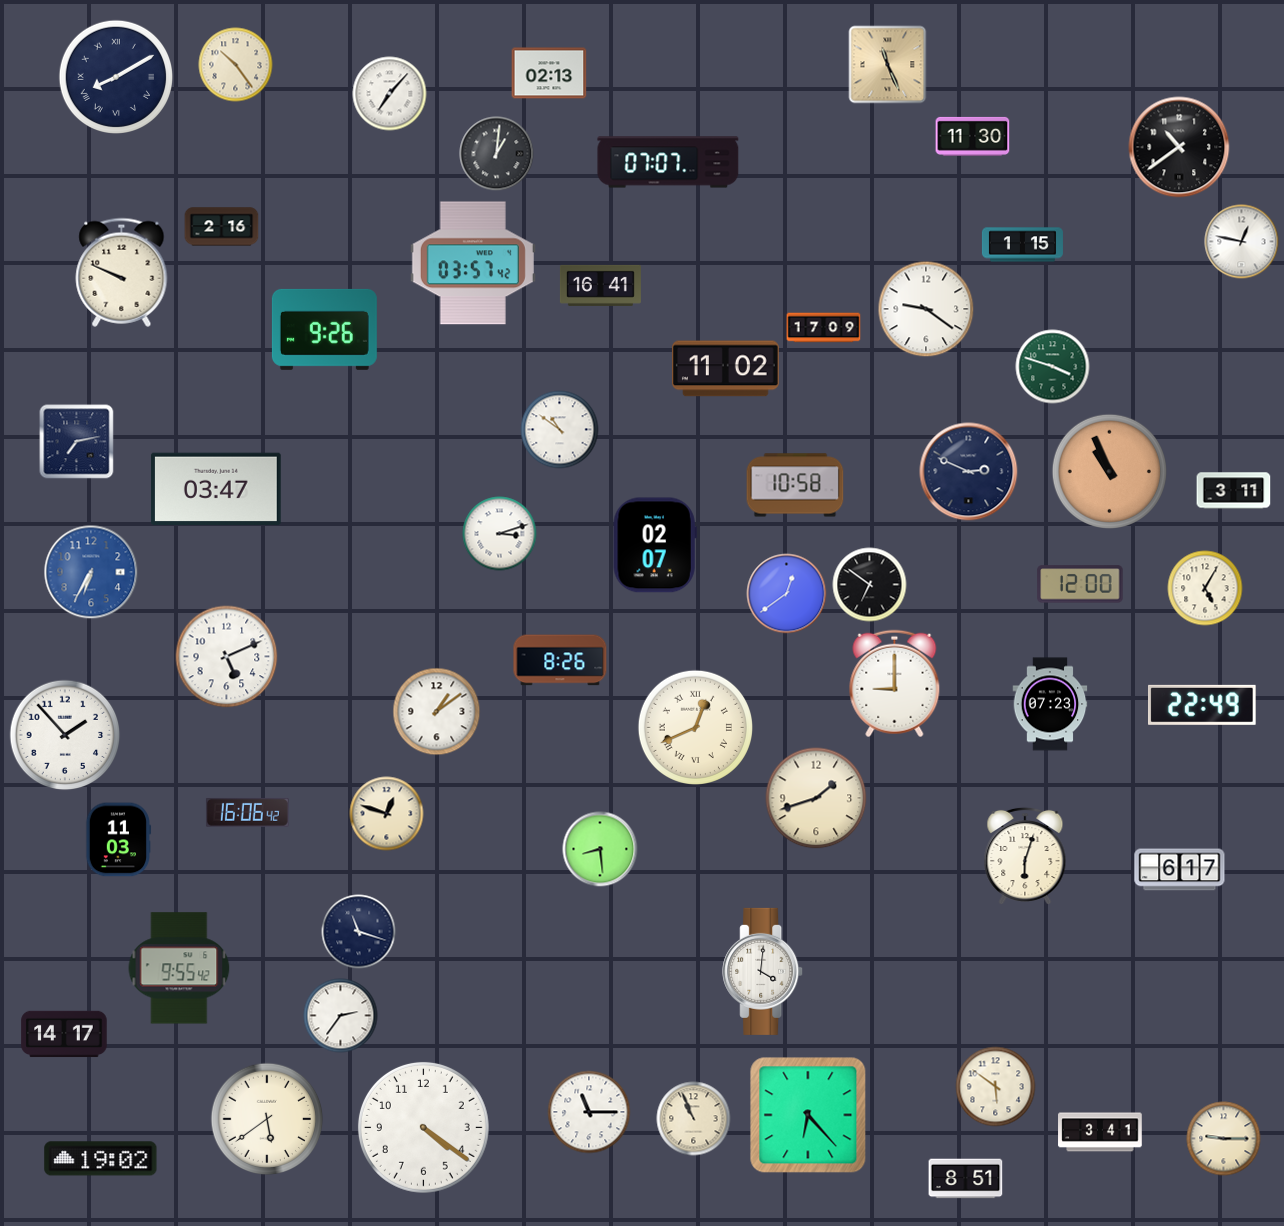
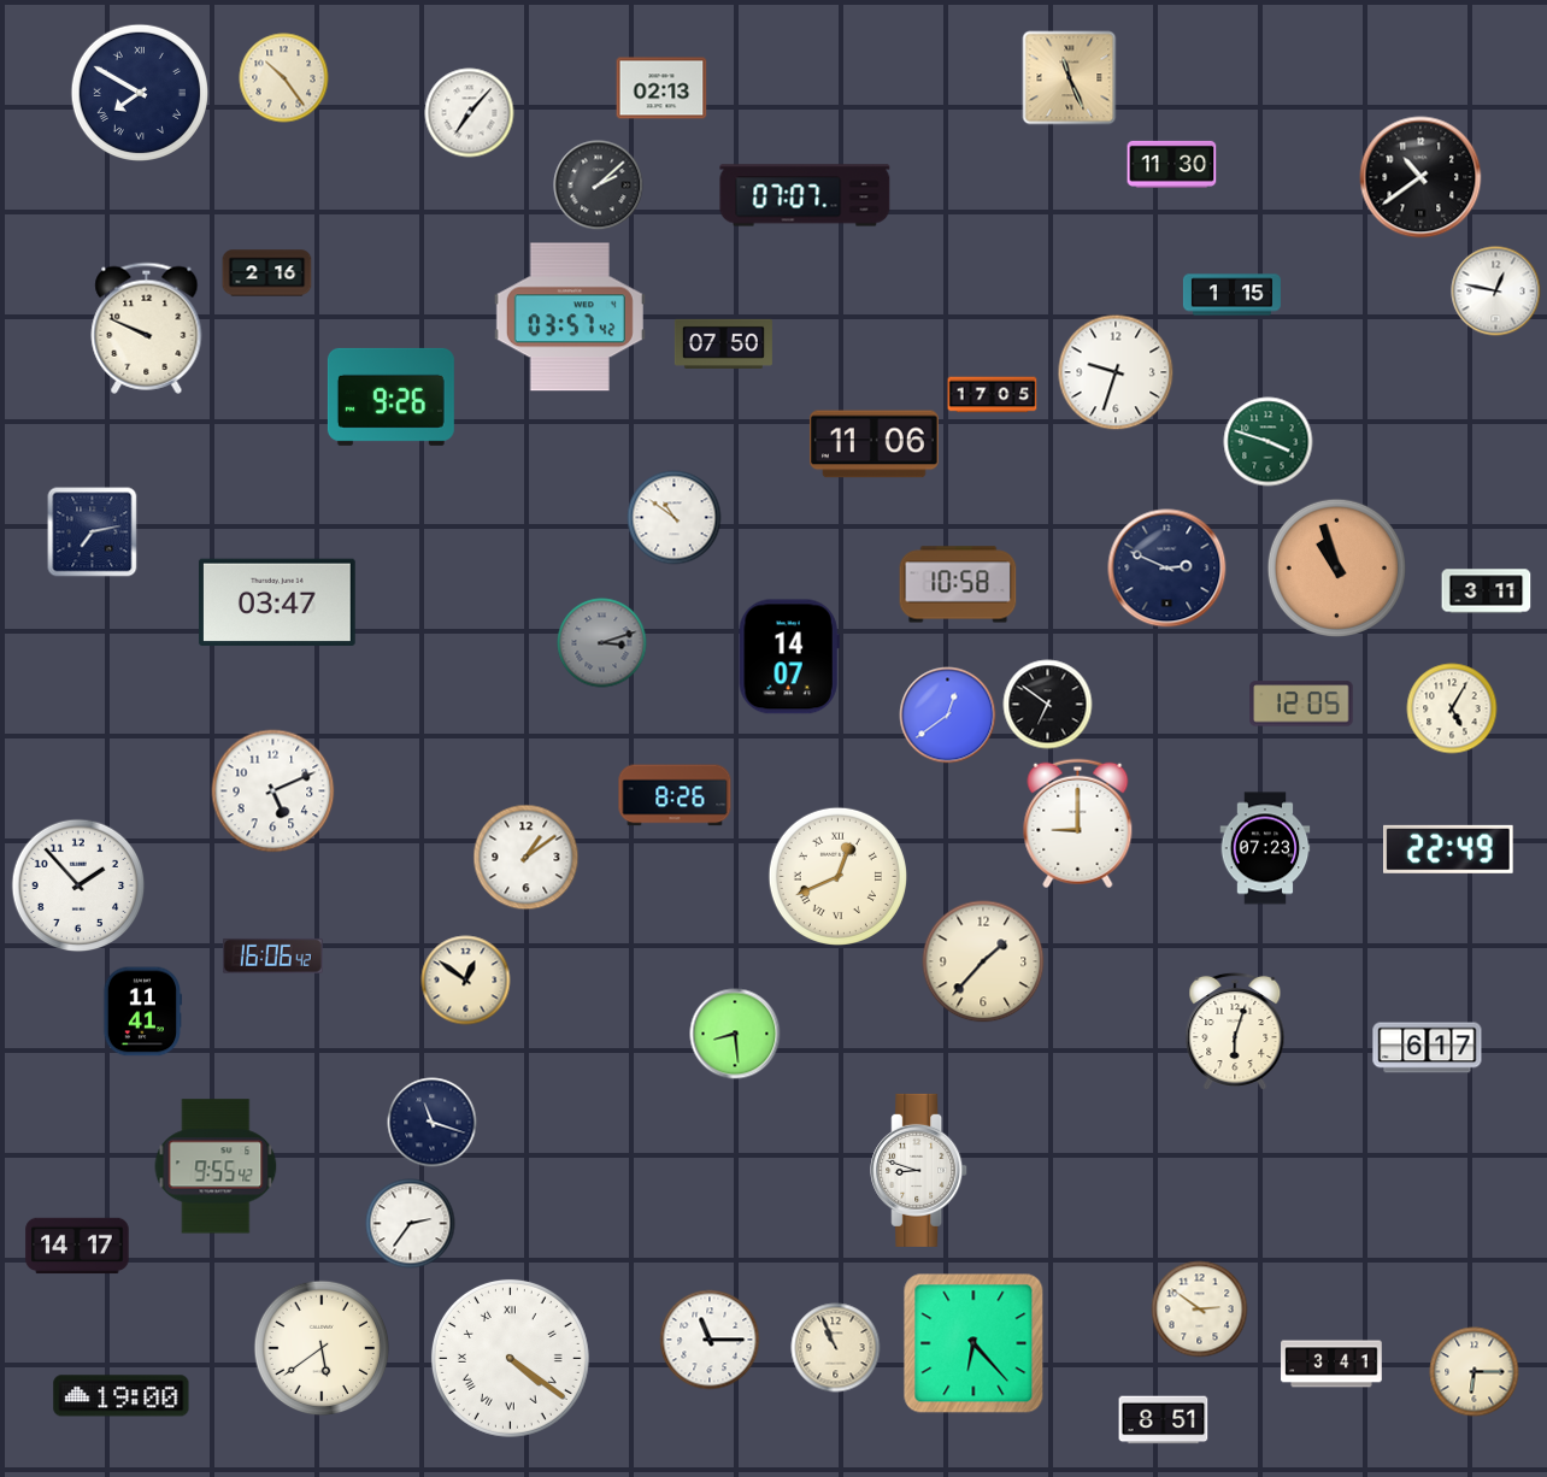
clock at (115, 76): 8:10 -> 7:50
clock at (497, 154): 1:01 -> 2:08
clock at (600, 285): 16:41 -> 07:50
clock at (926, 309): 9:21 -> 9:33
clock at (824, 328): 17:09 -> 17:05
clock at (725, 369): 11:02 -> 11:06
clock at (1109, 471): 10:56 -> 10:57
clock at (216, 489) position: (216, 489) -> (277, 602)
clock at (500, 534) dial: white -> grey
clock at (655, 545): 02:07 -> 14:07
clock at (91, 572): 6:35 -> none
clock at (1080, 584): 12:00 -> 12:05
clock at (816, 798): 1:42 -> 1:37
clock at (247, 812) position: (247, 812) -> (272, 955)
clock at (387, 814): 12:48 -> 12:51
clock at (119, 840): 11:03 -> 11:41
clock at (600, 849) position: (600, 849) -> (735, 1034)
clock at (1180, 870) position: (1180, 870) -> (1428, 1048)
clock at (763, 971): 4:01 -> 8:48
clock at (996, 1087): 5:51 -> 2:51
clock at (423, 1127) numerals: Arabic -> Roman
clock at (1100, 1132) position: (1100, 1132) -> (1331, 1364)
clock at (1224, 1139): 9:15 -> 6:15
clock at (101, 1159): 19:02 -> 19:00
